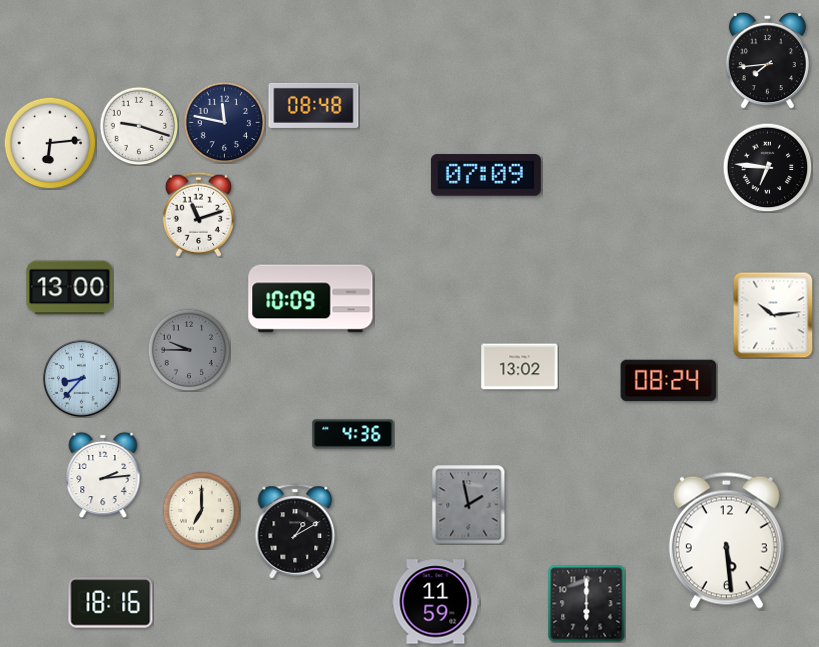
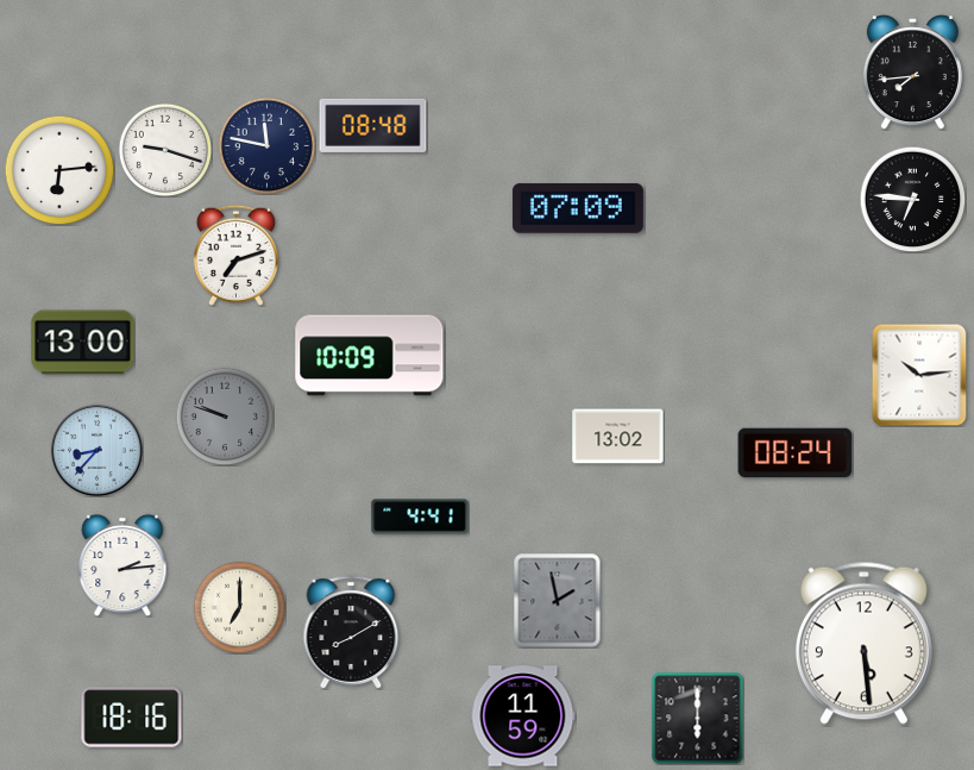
clock at (198, 214): 11:12 -> 7:12
clock at (189, 350): 9:45 -> 9:48
clock at (353, 434): 4:36 -> 4:41
clock at (295, 531): 1:10 -> 8:10
clock at (436, 602) position: (436, 602) -> (523, 716)
